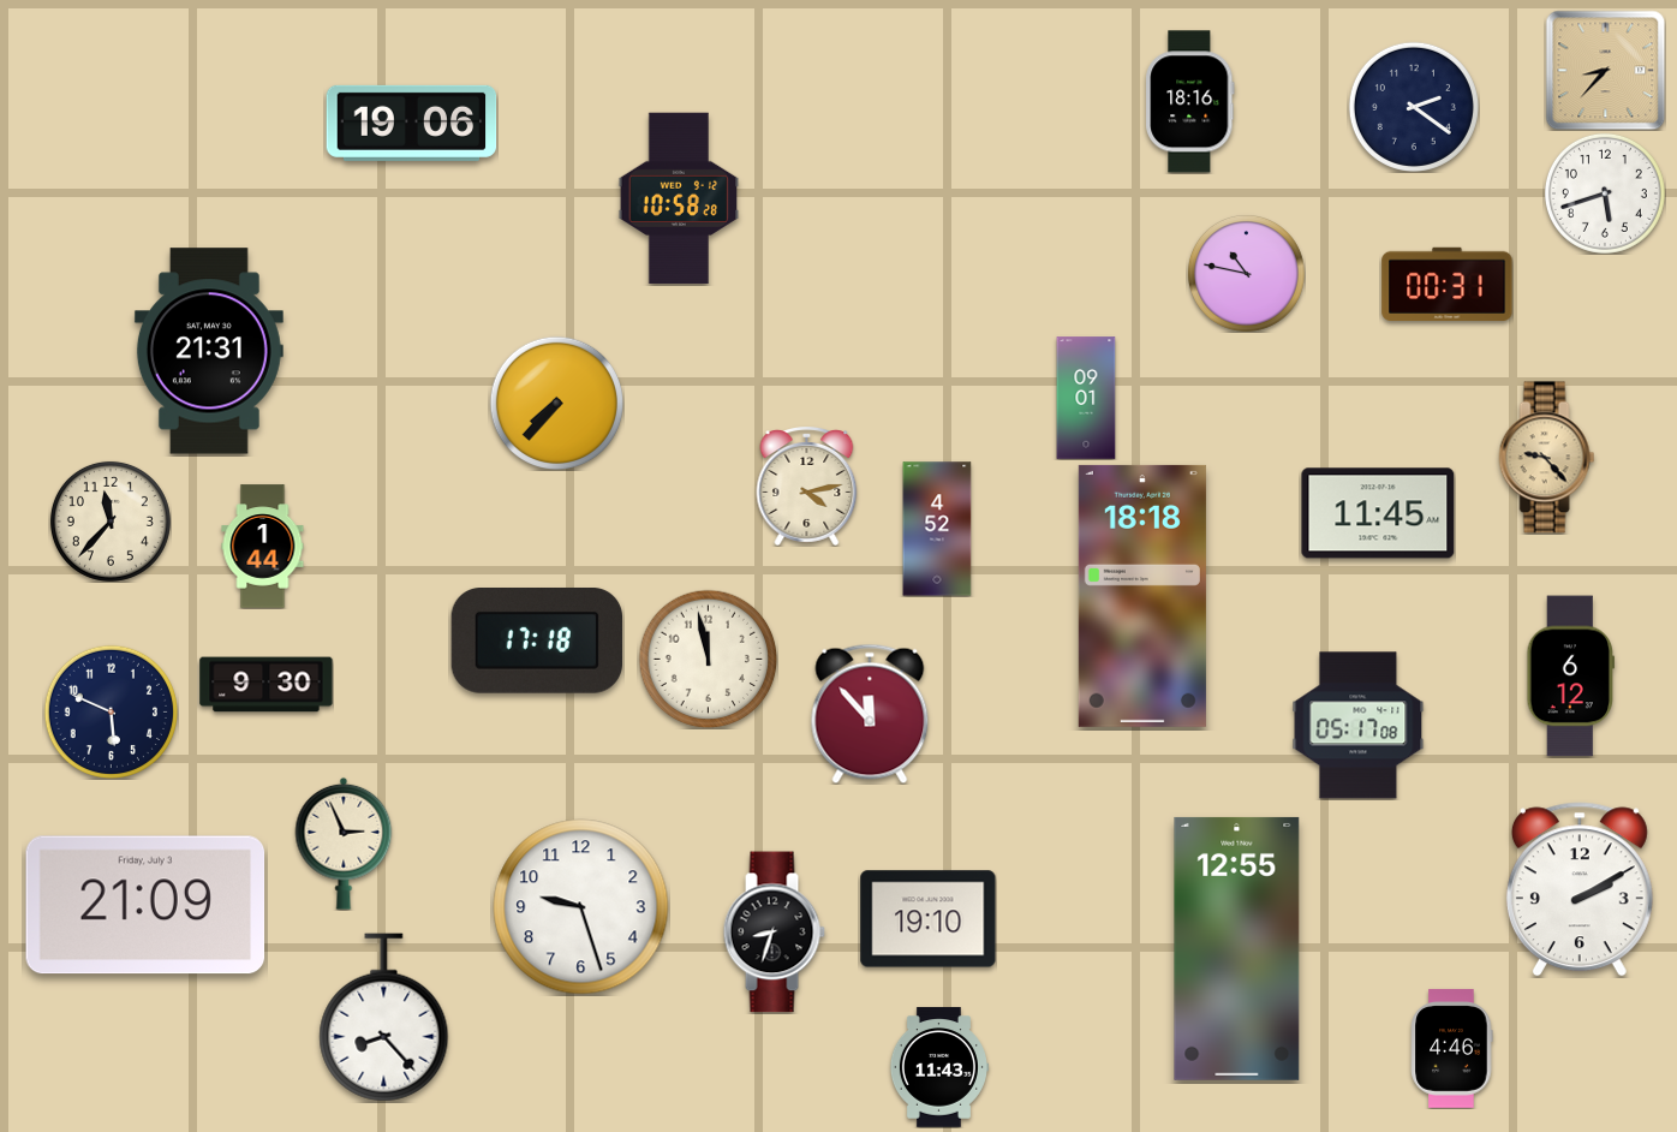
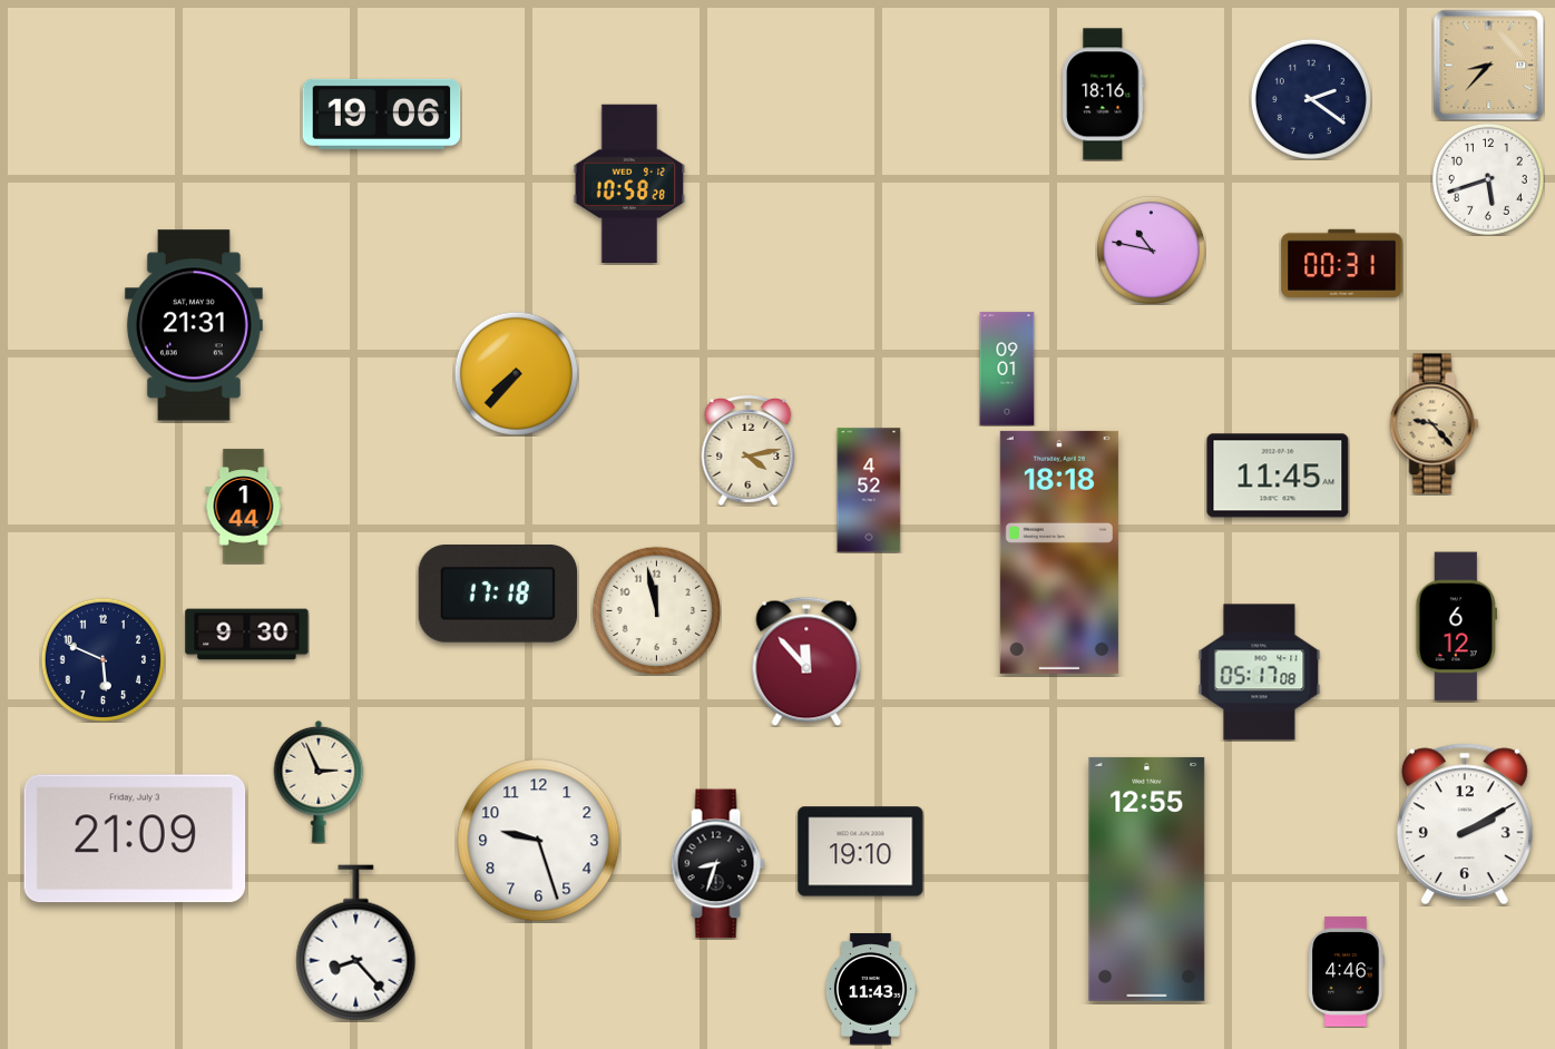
clock at (1246, 273) position: (1246, 273) -> (1151, 249)
clock at (111, 522): 11:37 -> none
